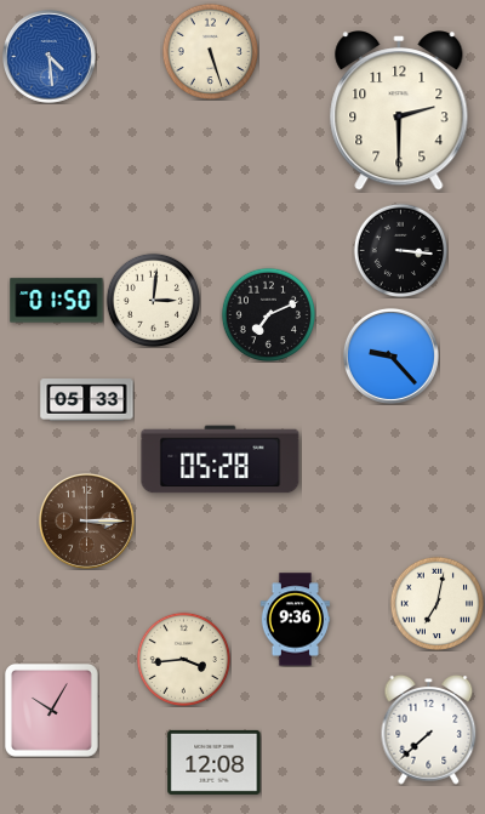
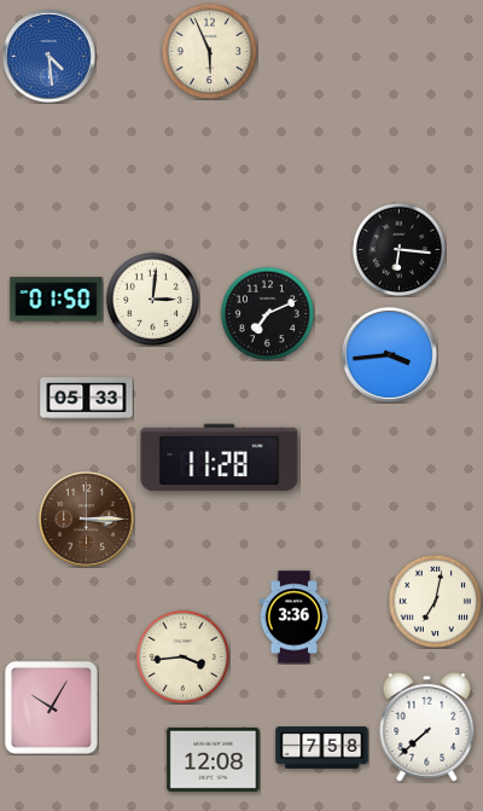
clock at (210, 51): 5:27 -> 5:56
clock at (399, 112): 2:30 -> none
clock at (400, 250): 3:16 -> 6:16
clock at (390, 355): 9:23 -> 3:44
clock at (221, 460): 05:28 -> 11:28
clock at (296, 620): 9:36 -> 3:36
clock at (322, 748): none -> 7:58
